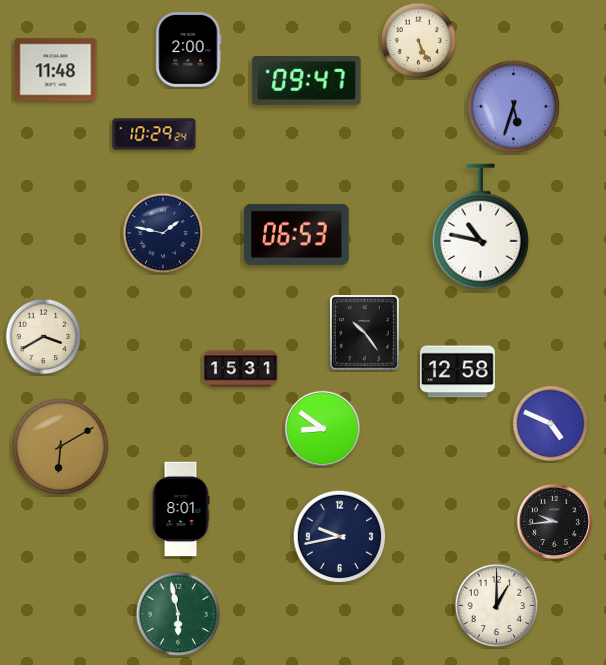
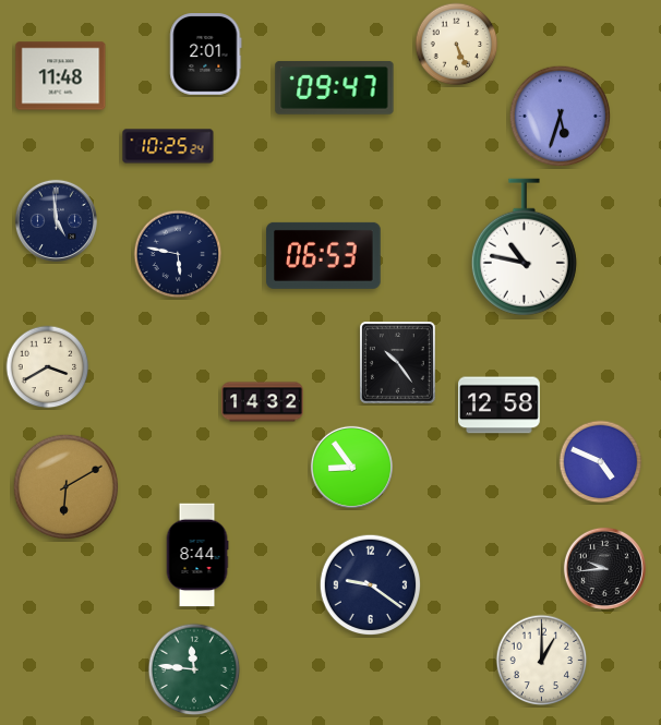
clock at (189, 50): 2:00 -> 2:01
clock at (154, 134): 10:29 -> 10:25
clock at (56, 220): none -> 4:59
clock at (163, 233): 1:47 -> 5:47
clock at (241, 369): 15:31 -> 14:32
clock at (322, 428): 8:51 -> 8:54
clock at (181, 509): 8:01 -> 8:44
clock at (340, 537): 9:43 -> 9:21
clock at (178, 614): 5:58 -> 11:46
